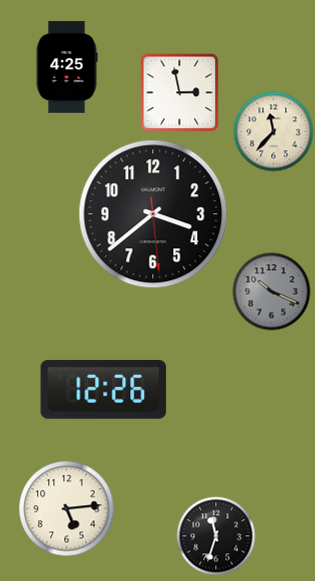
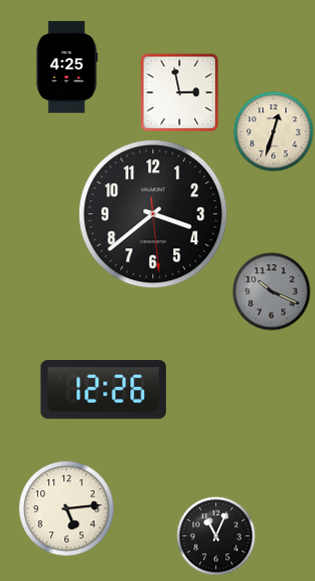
clock at (273, 131): 11:37 -> 12:33
clock at (216, 536): 11:33 -> 11:04
